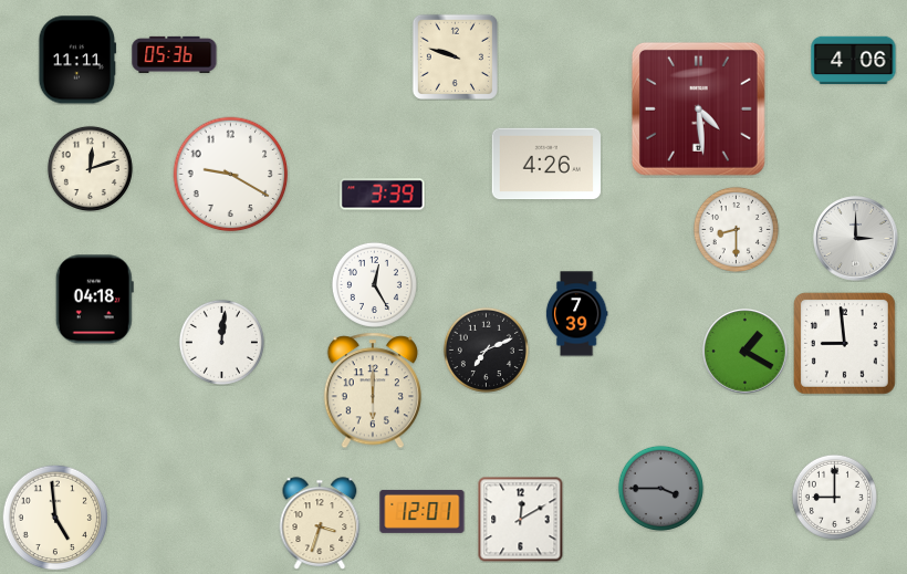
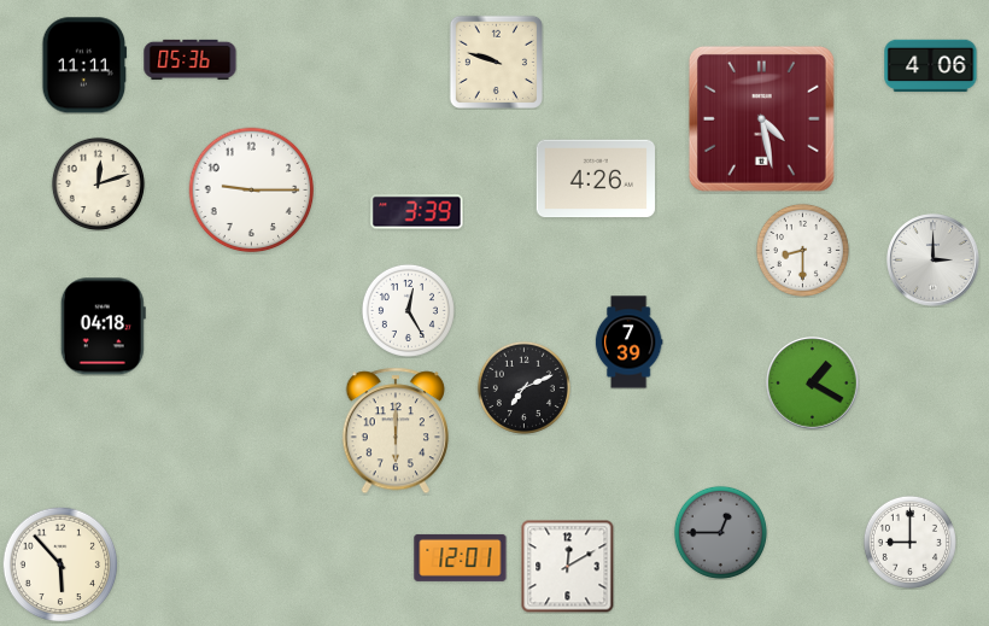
clock at (698, 108): 4:29 -> 4:28
clock at (231, 175): 9:20 -> 9:15
clock at (221, 342): 12:01 -> none
clock at (844, 343): 8:59 -> none
clock at (486, 349) position: (486, 349) -> (523, 387)
clock at (372, 390) position: (372, 390) -> (394, 431)
clock at (660, 488): 3:45 -> 12:45
clock at (55, 518): 4:59 -> 5:53
clock at (320, 523): 3:33 -> none
